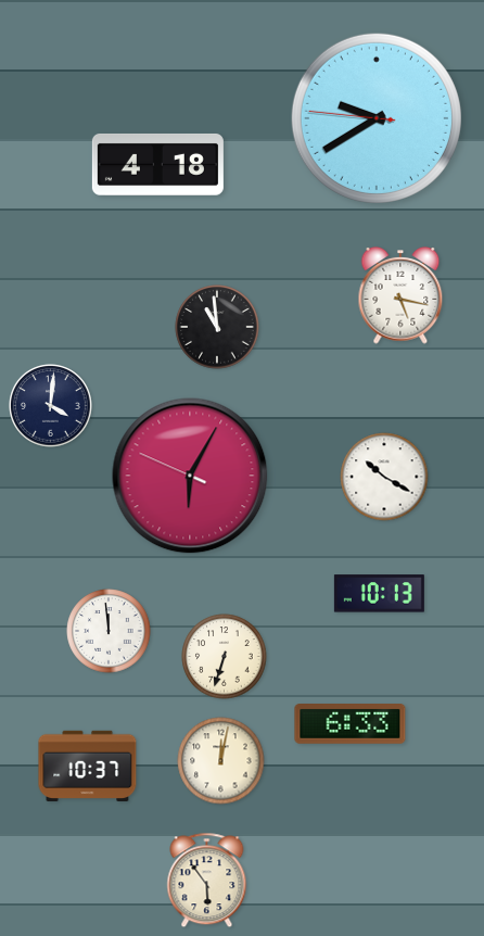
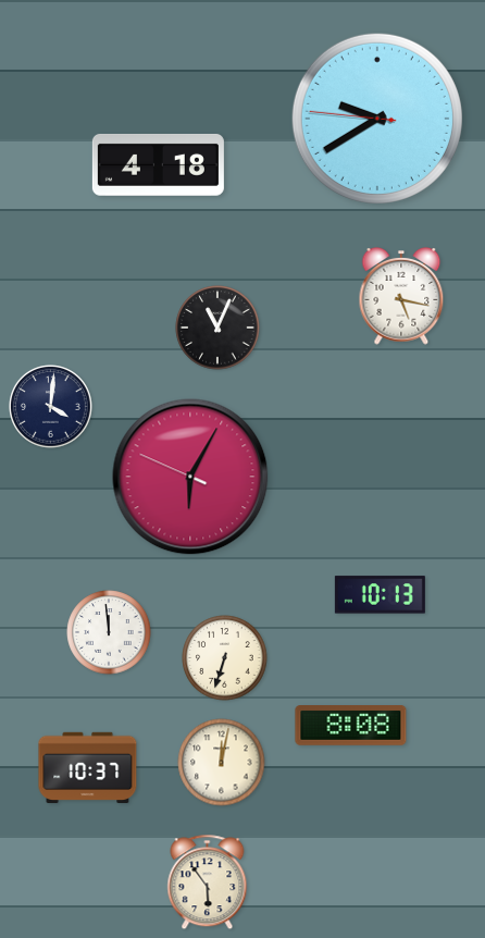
clock at (217, 327): 10:59 -> 11:04
clock at (384, 477): 10:20 -> none
clock at (351, 724): 6:33 -> 8:08
